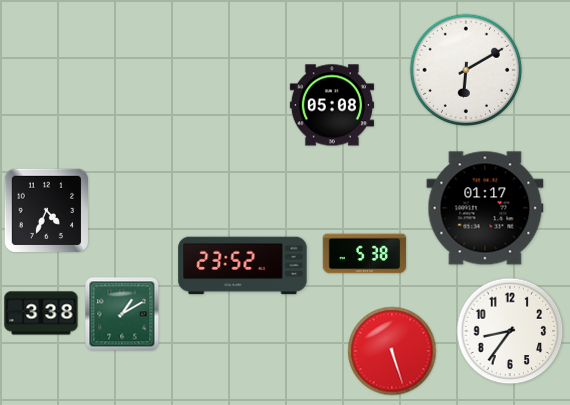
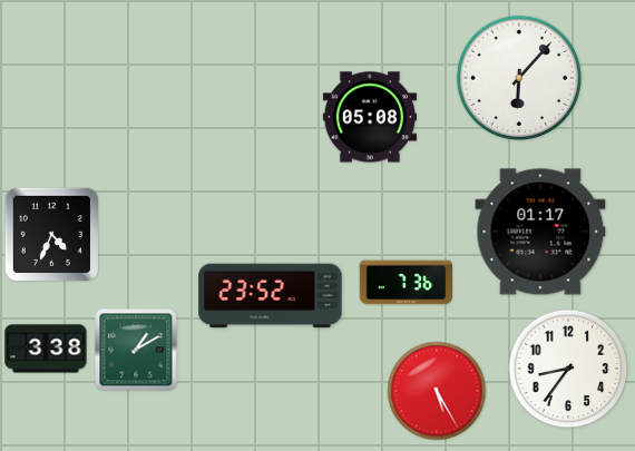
clock at (465, 69): 6:10 -> 6:07
clock at (365, 254): 5:38 -> 7:36
clock at (392, 351): 5:27 -> 5:25
